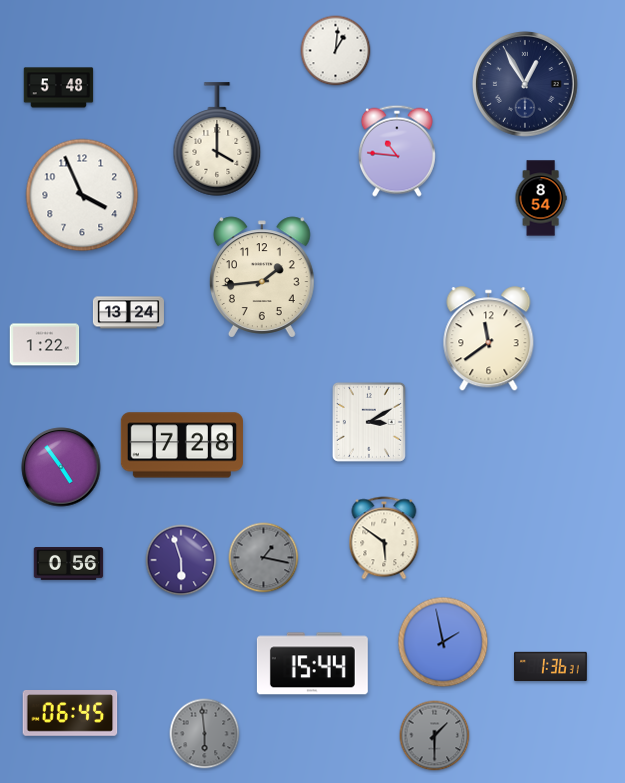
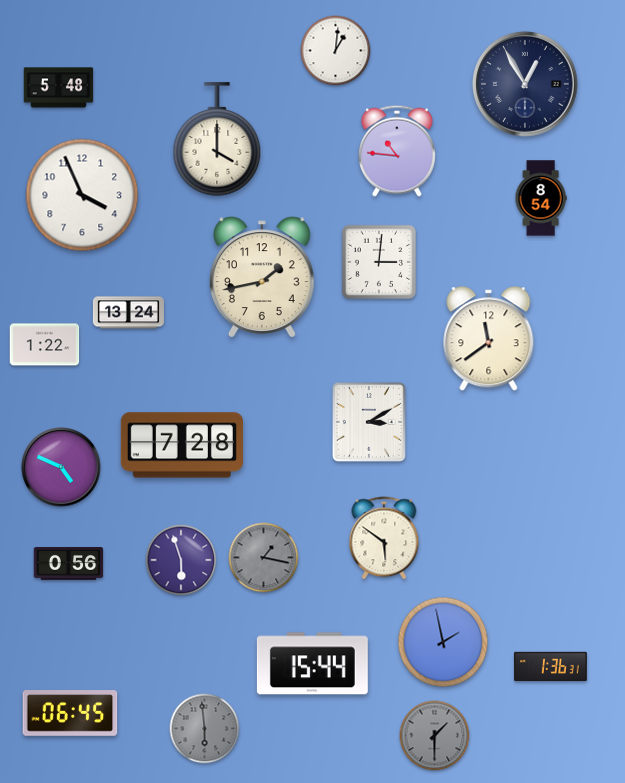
clock at (379, 262): none -> 3:01
clock at (262, 277): 1:44 -> 1:43
clock at (61, 467): 4:54 -> 4:49
clock at (205, 734) position: (205, 734) -> (205, 729)
